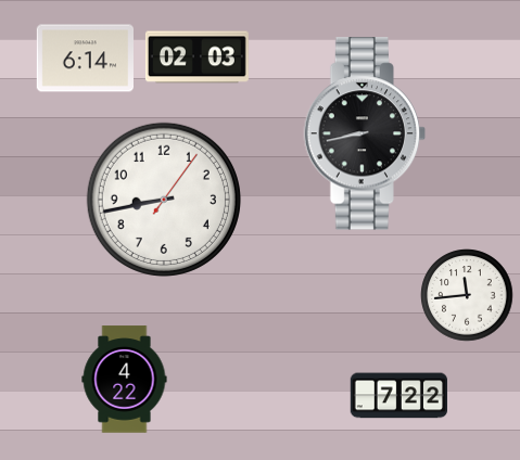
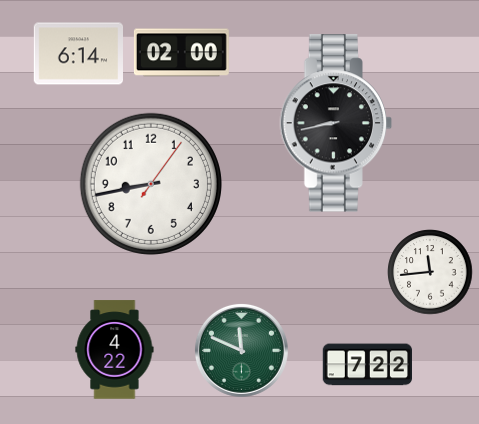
clock at (196, 58): 02:03 -> 02:00
clock at (241, 350): none -> 11:49
